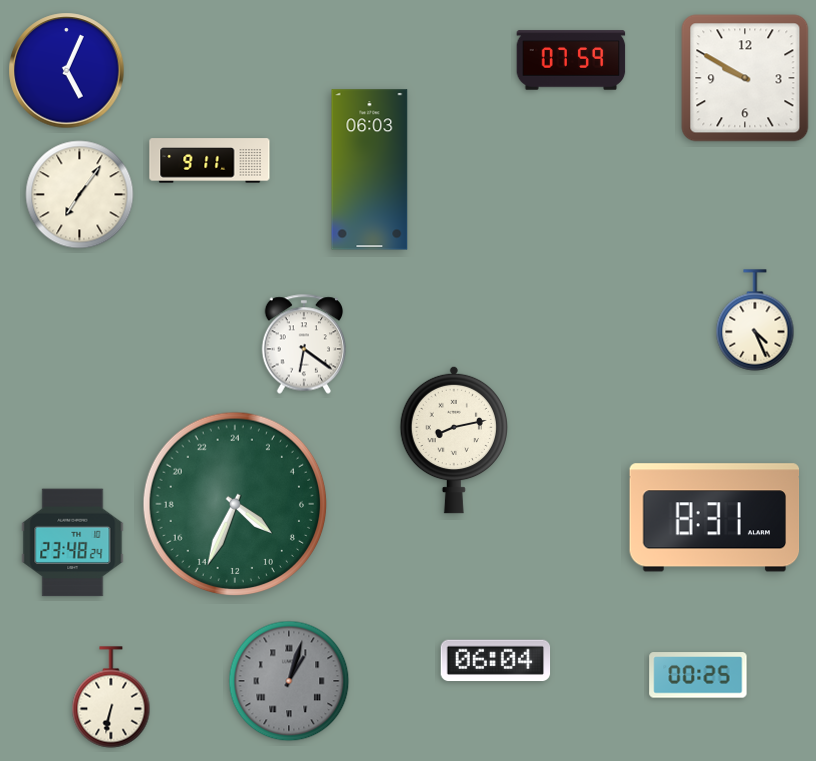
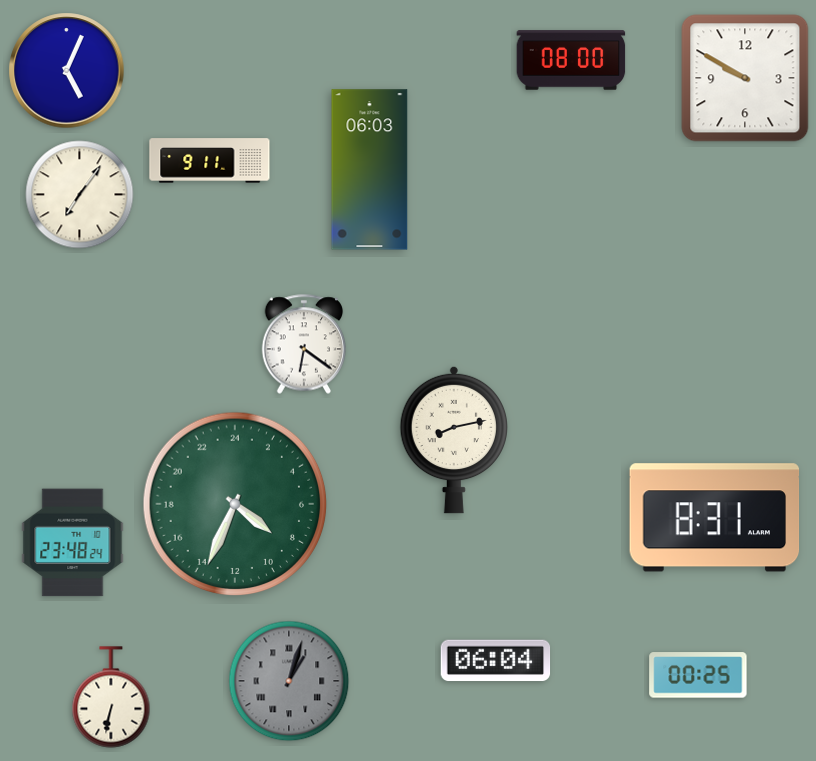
clock at (571, 60): 07:59 -> 08:00
clock at (755, 320): 4:26 -> none
